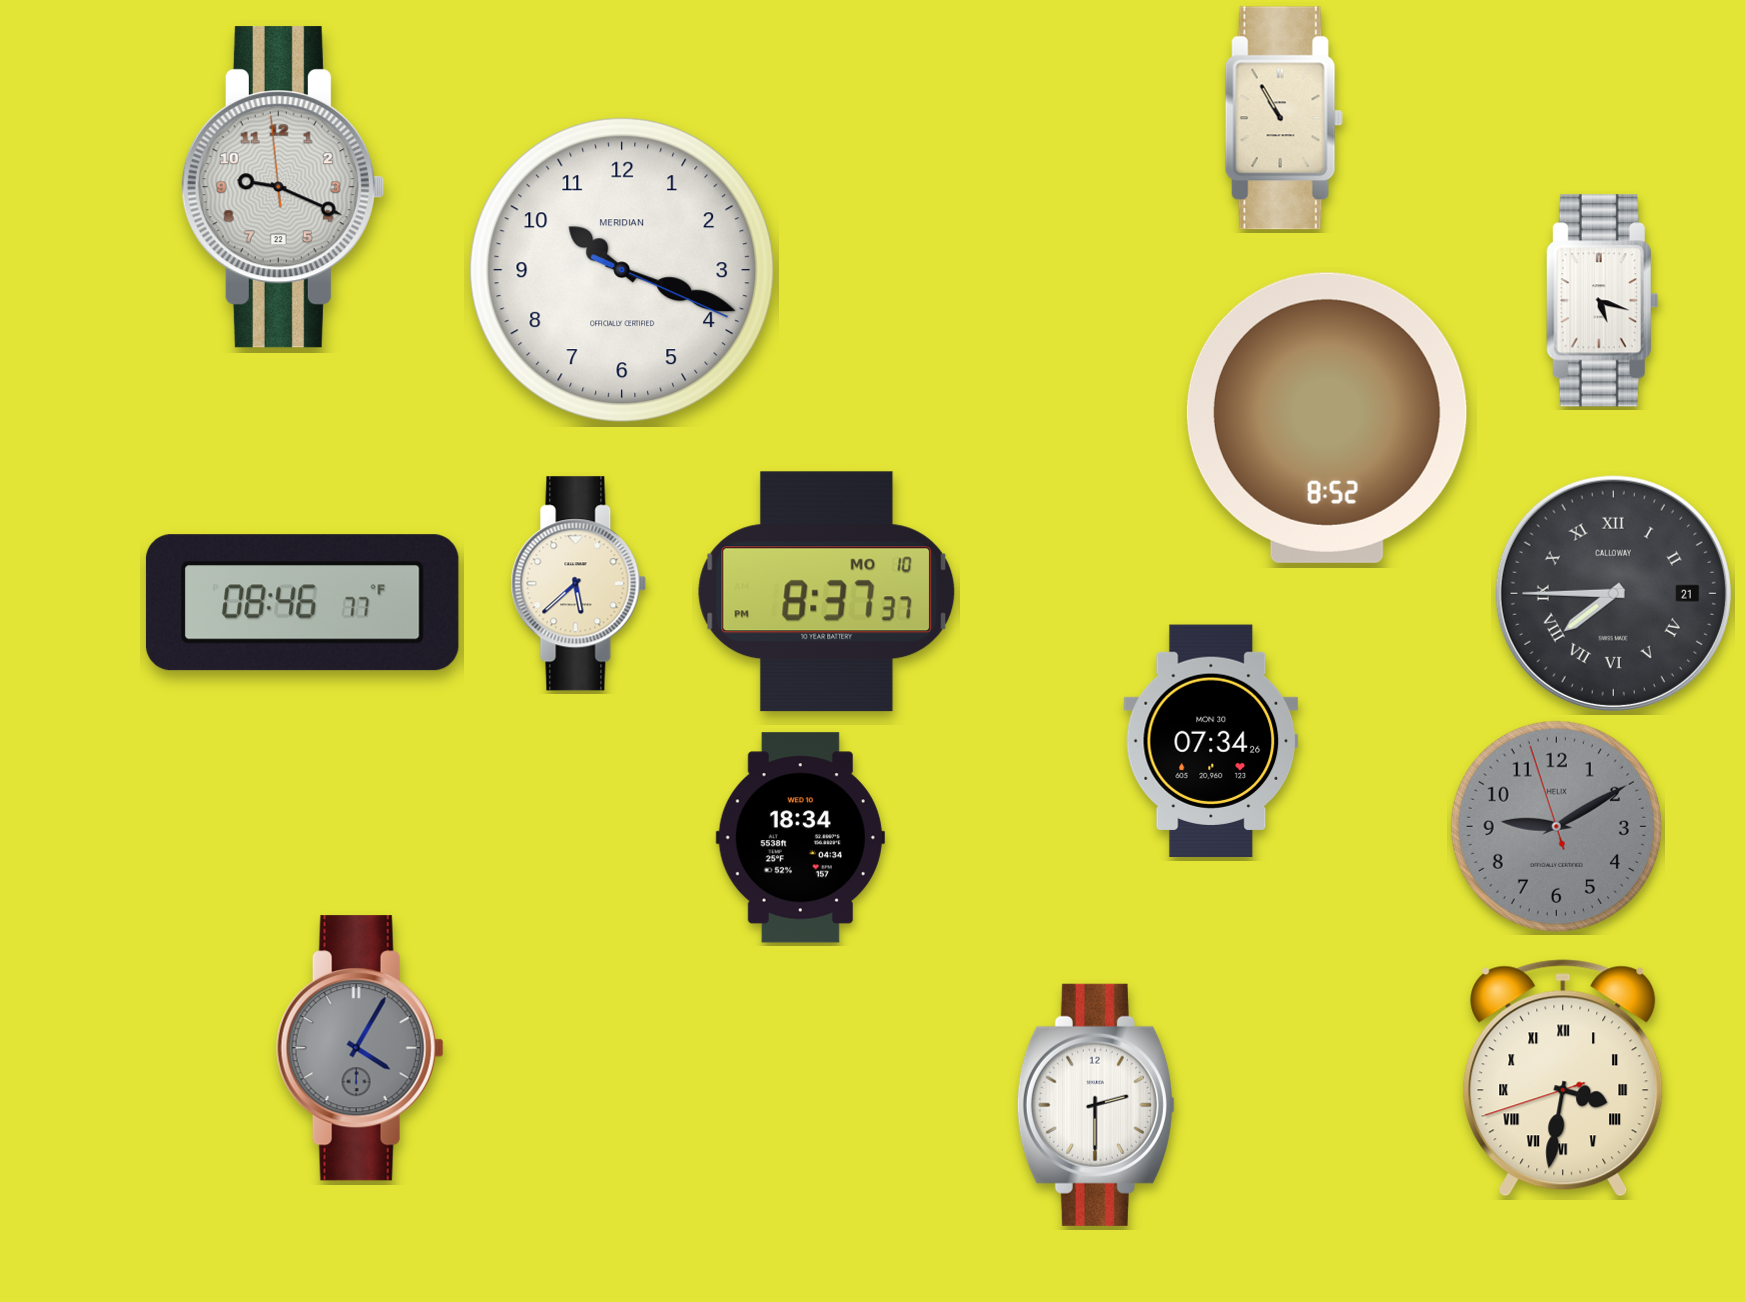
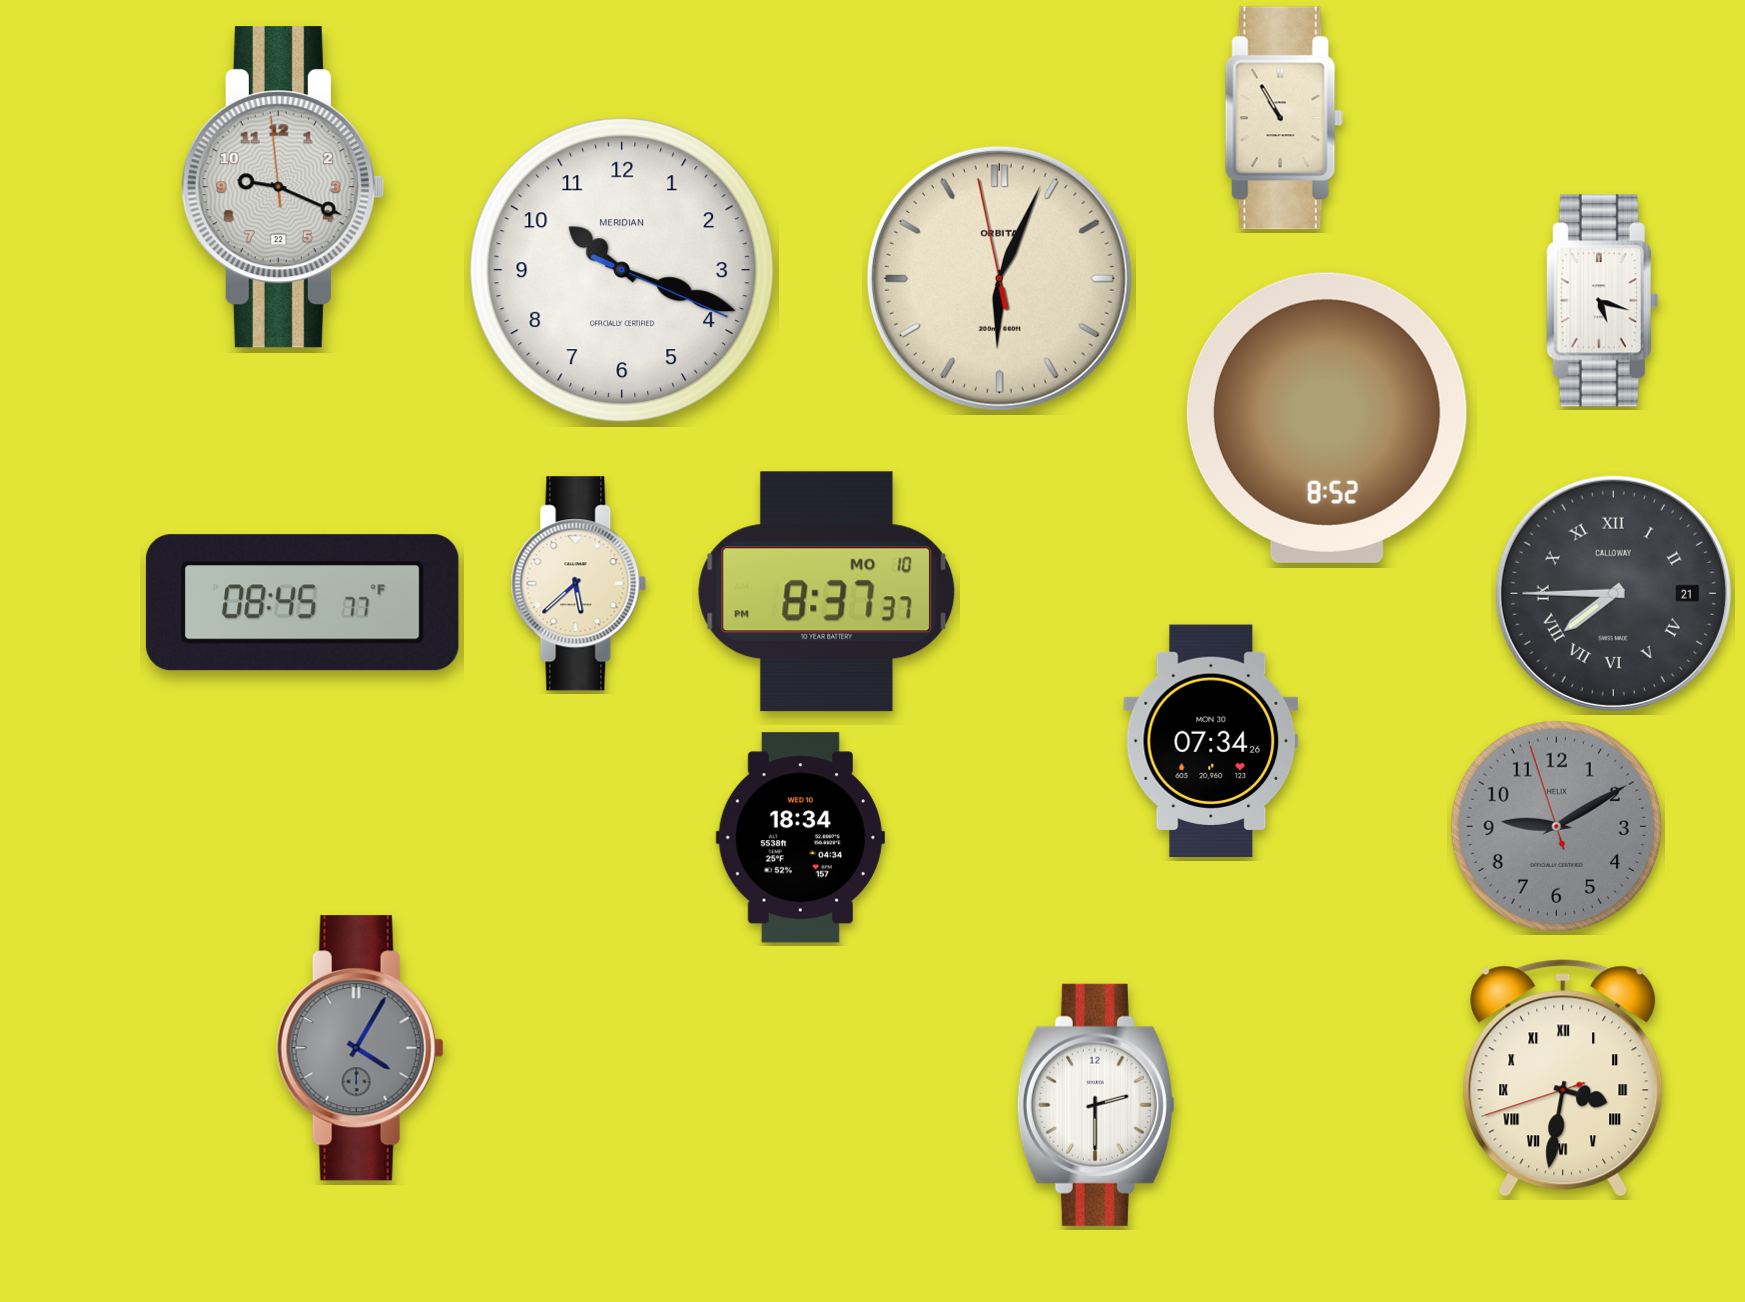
clock at (999, 278): none -> 6:03
clock at (302, 603): 08:46 -> 08:45
